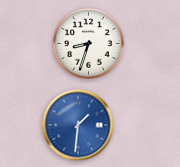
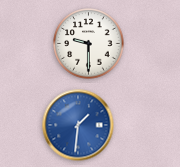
clock at (89, 44): 8:33 -> 9:30
